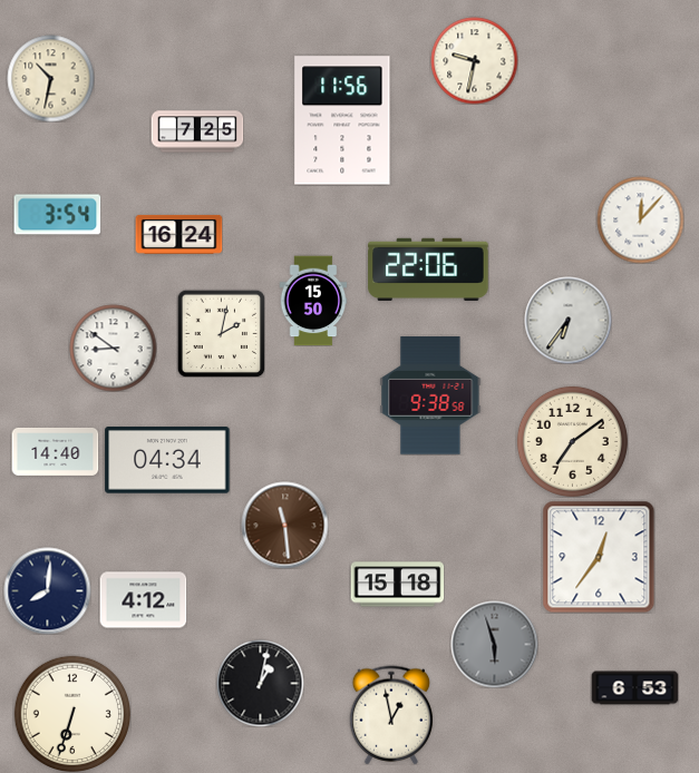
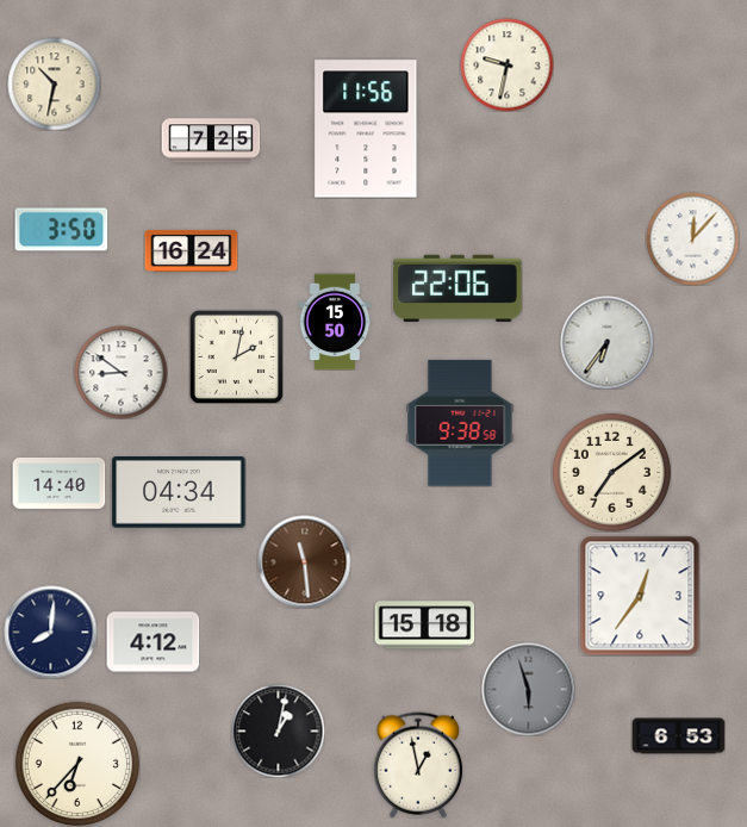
clock at (57, 215): 3:54 -> 3:50
clock at (640, 219) position: (640, 219) -> (692, 238)
clock at (71, 713): 6:33 -> 6:37
